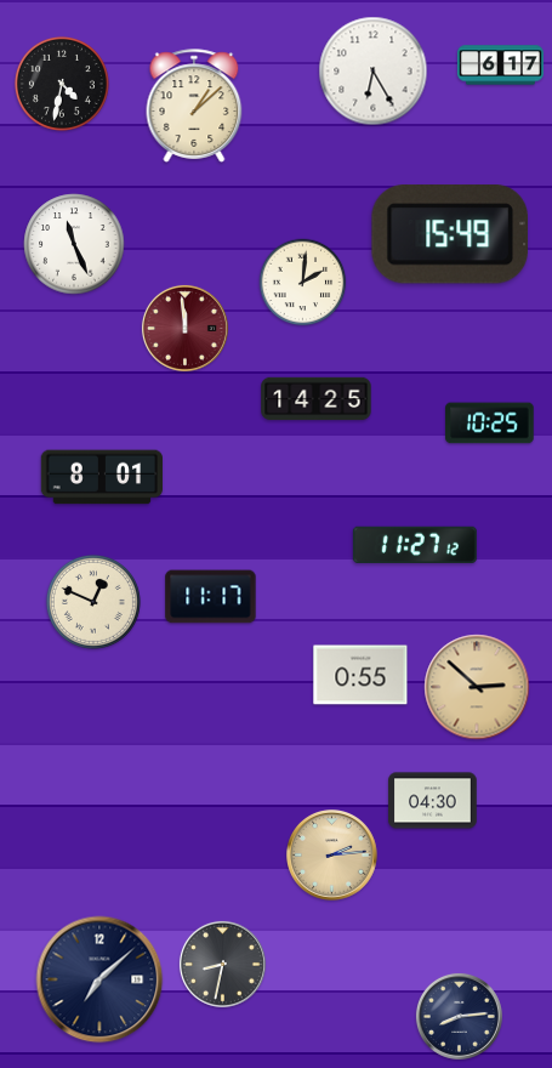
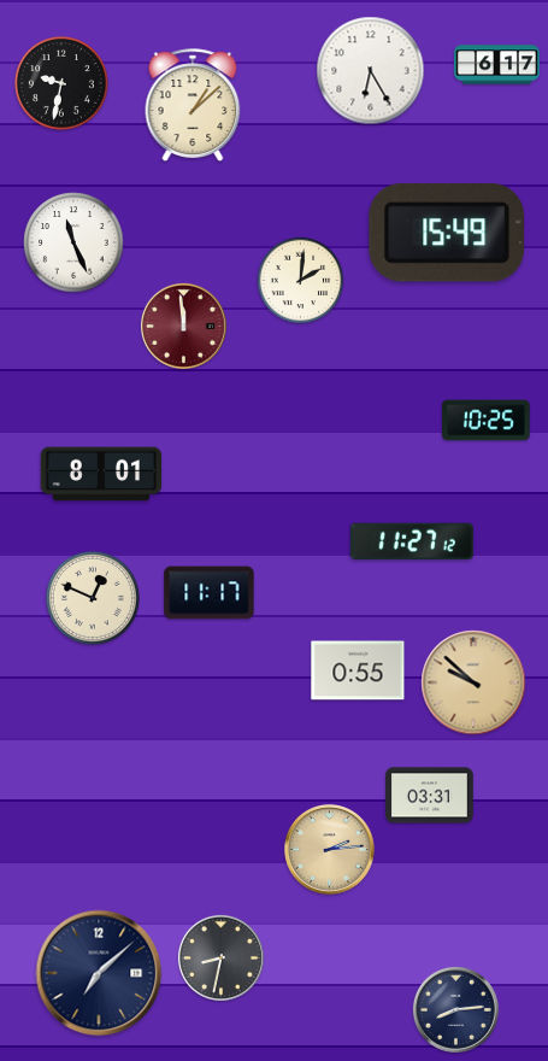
clock at (62, 84): 4:32 -> 9:32
clock at (317, 399): 14:25 -> none
clock at (477, 687): 2:52 -> 9:52
clock at (433, 801): 04:30 -> 03:31
